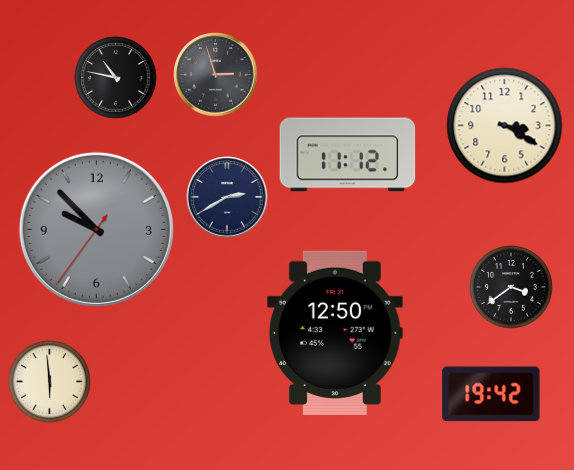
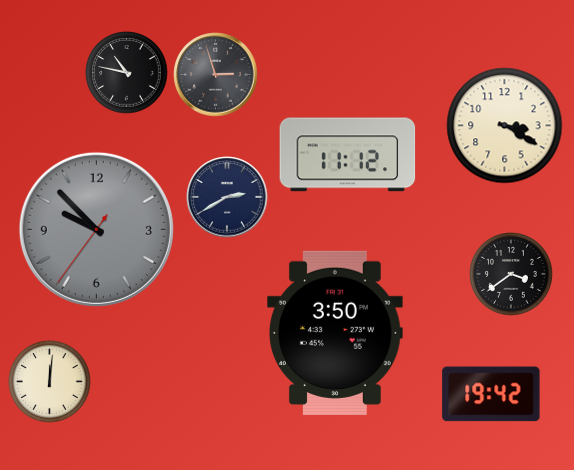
clock at (116, 78) position: (116, 78) -> (127, 73)
clock at (511, 287) position: (511, 287) -> (511, 274)
clock at (336, 333): 12:50 -> 3:50
clock at (50, 382): 5:59 -> 12:01
